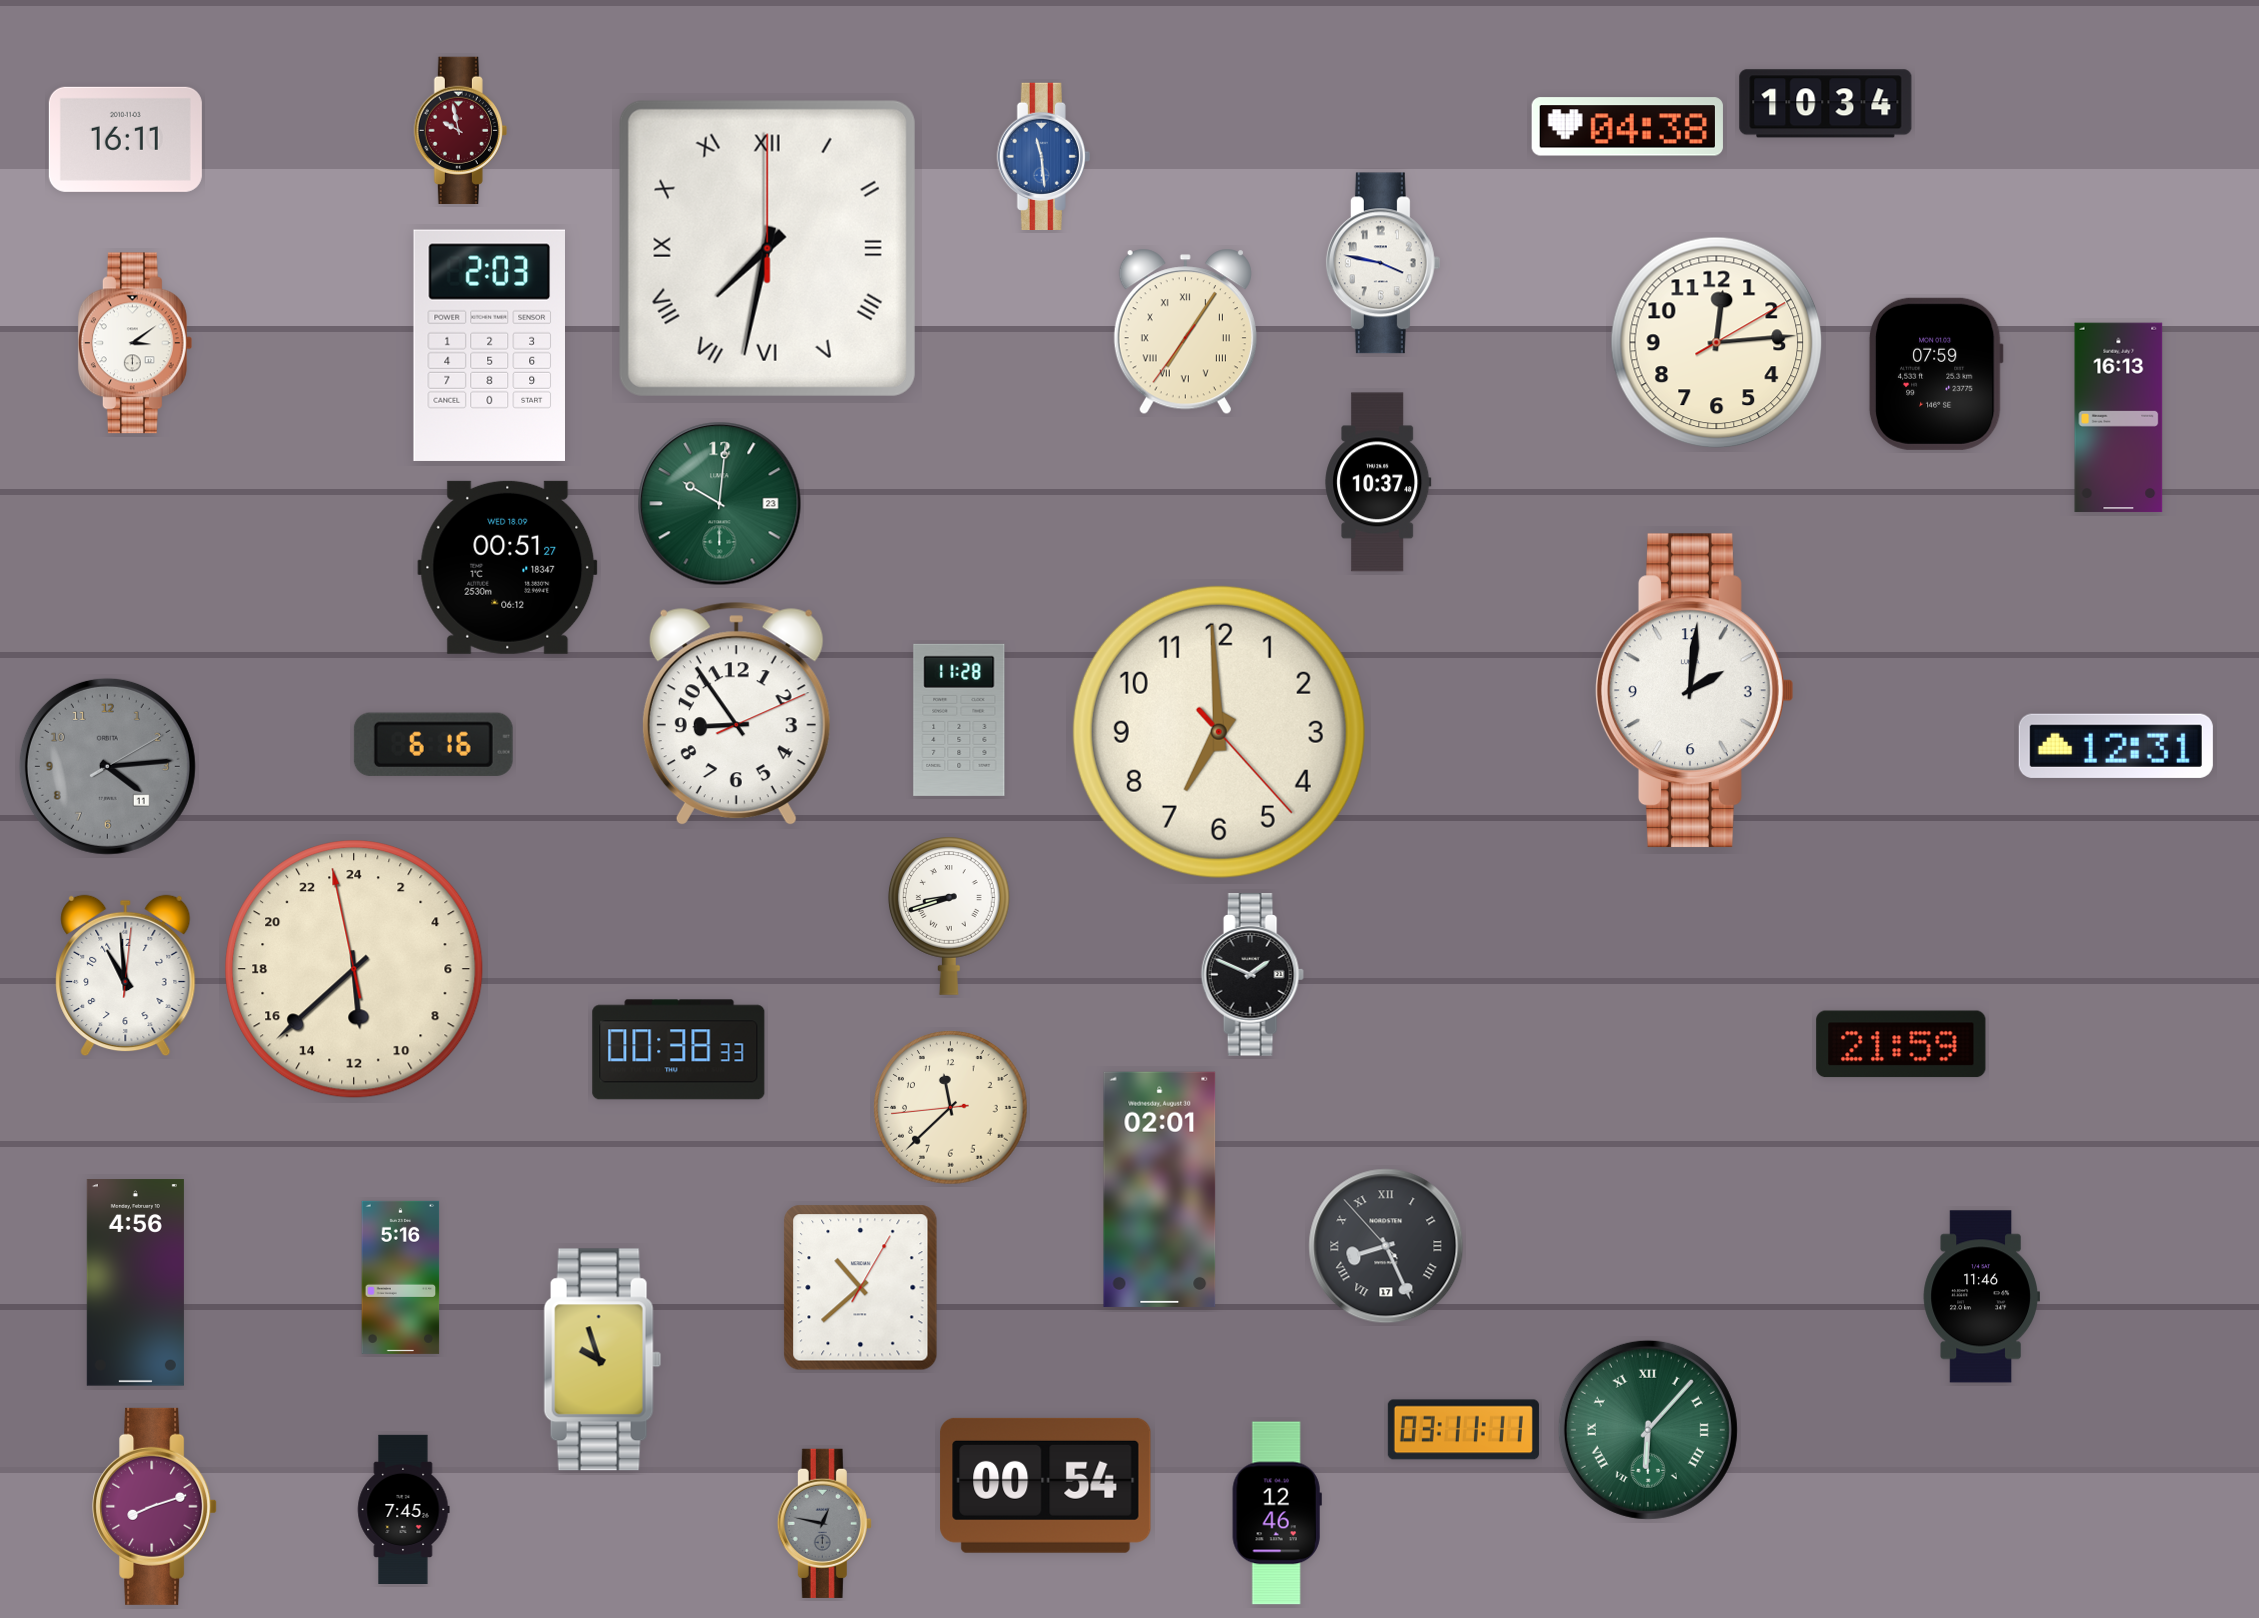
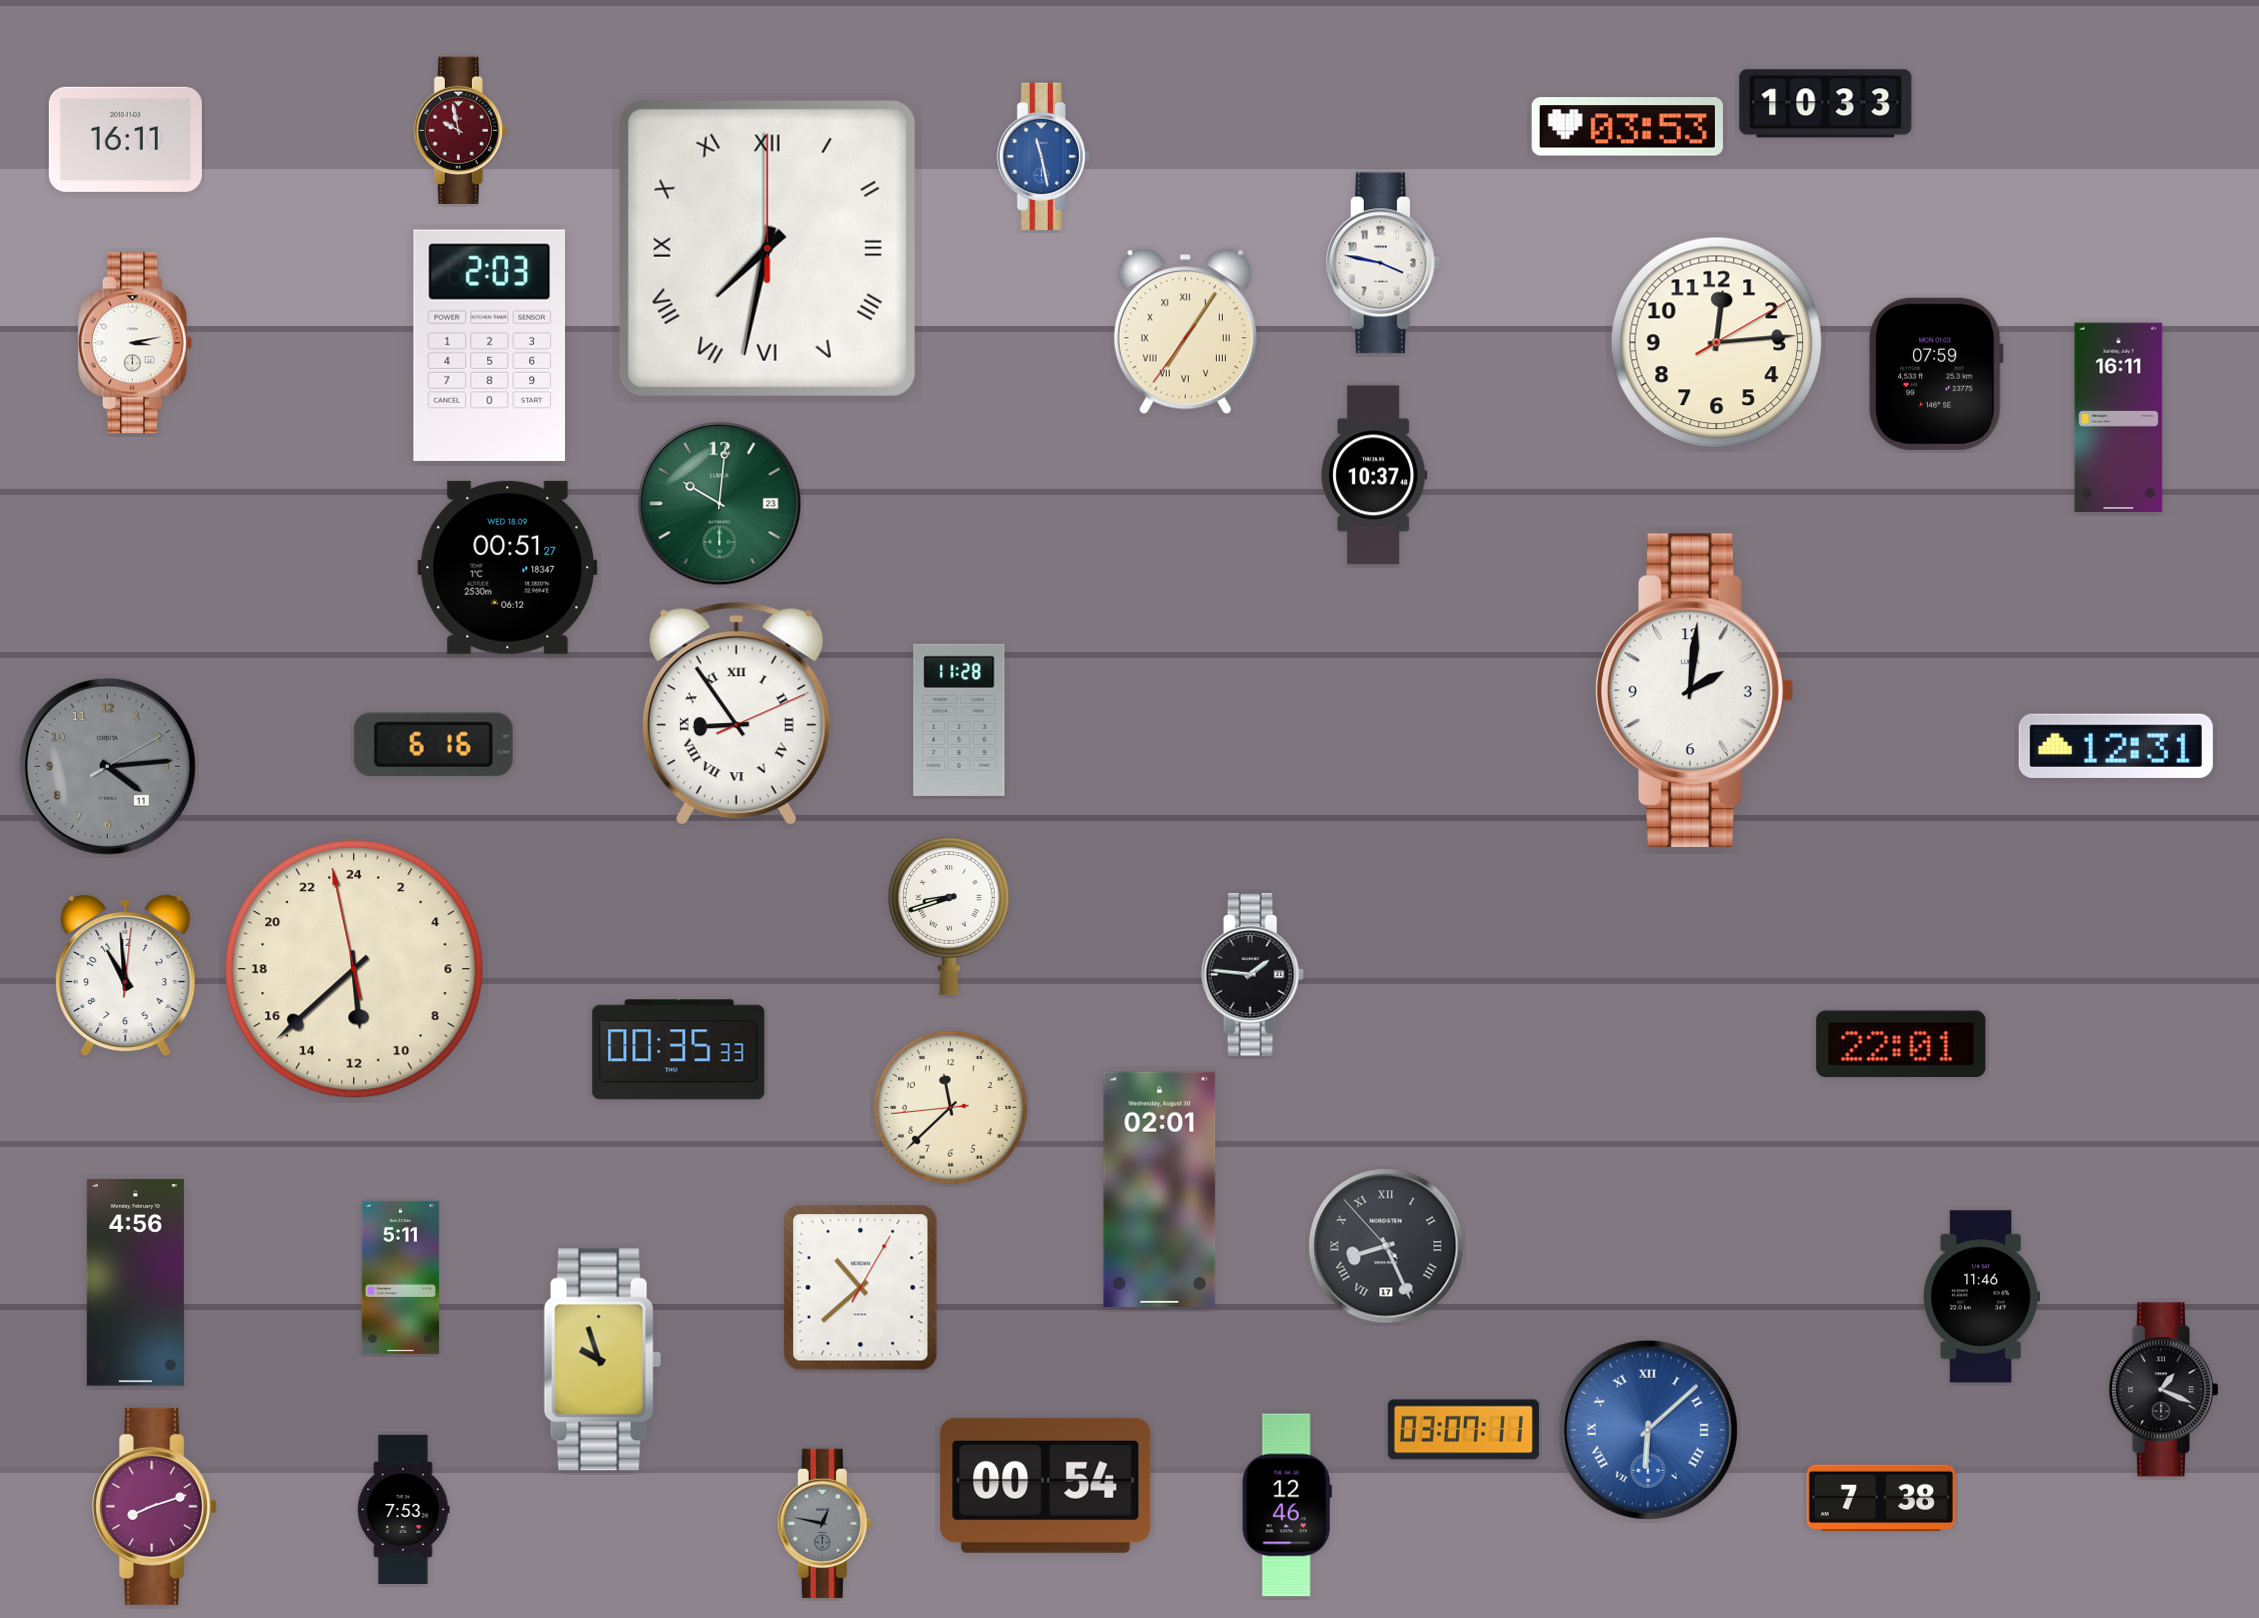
clock at (1826, 104): 10:34 -> 10:33
clock at (1627, 127): 04:38 -> 03:53
clock at (1043, 156): 11:29 -> 11:28
clock at (135, 343): 3:09 -> 3:13
clock at (2119, 418): 16:13 -> 16:11
clock at (1378, 482) position: (1378, 482) -> (1374, 475)
clock at (736, 714) numerals: Arabic -> Roman
clock at (1219, 732): 6:59 -> none
clock at (1252, 975): 1:49 -> 1:46
clock at (1901, 1044): 21:59 -> 22:01
clock at (679, 1050): 00:38 -> 00:35
clock at (401, 1277): 5:16 -> 5:11
clock at (2163, 1390): none -> 1:19
clock at (1463, 1430): 03:11 -> 03:07
clock at (1648, 1430): 6:07 -> 6:08
clock at (1648, 1430) dial: green -> blue
clock at (1881, 1497): none -> 7:38
clock at (404, 1509): 7:45 -> 7:53
clock at (1277, 1513) position: (1277, 1513) -> (1287, 1505)
